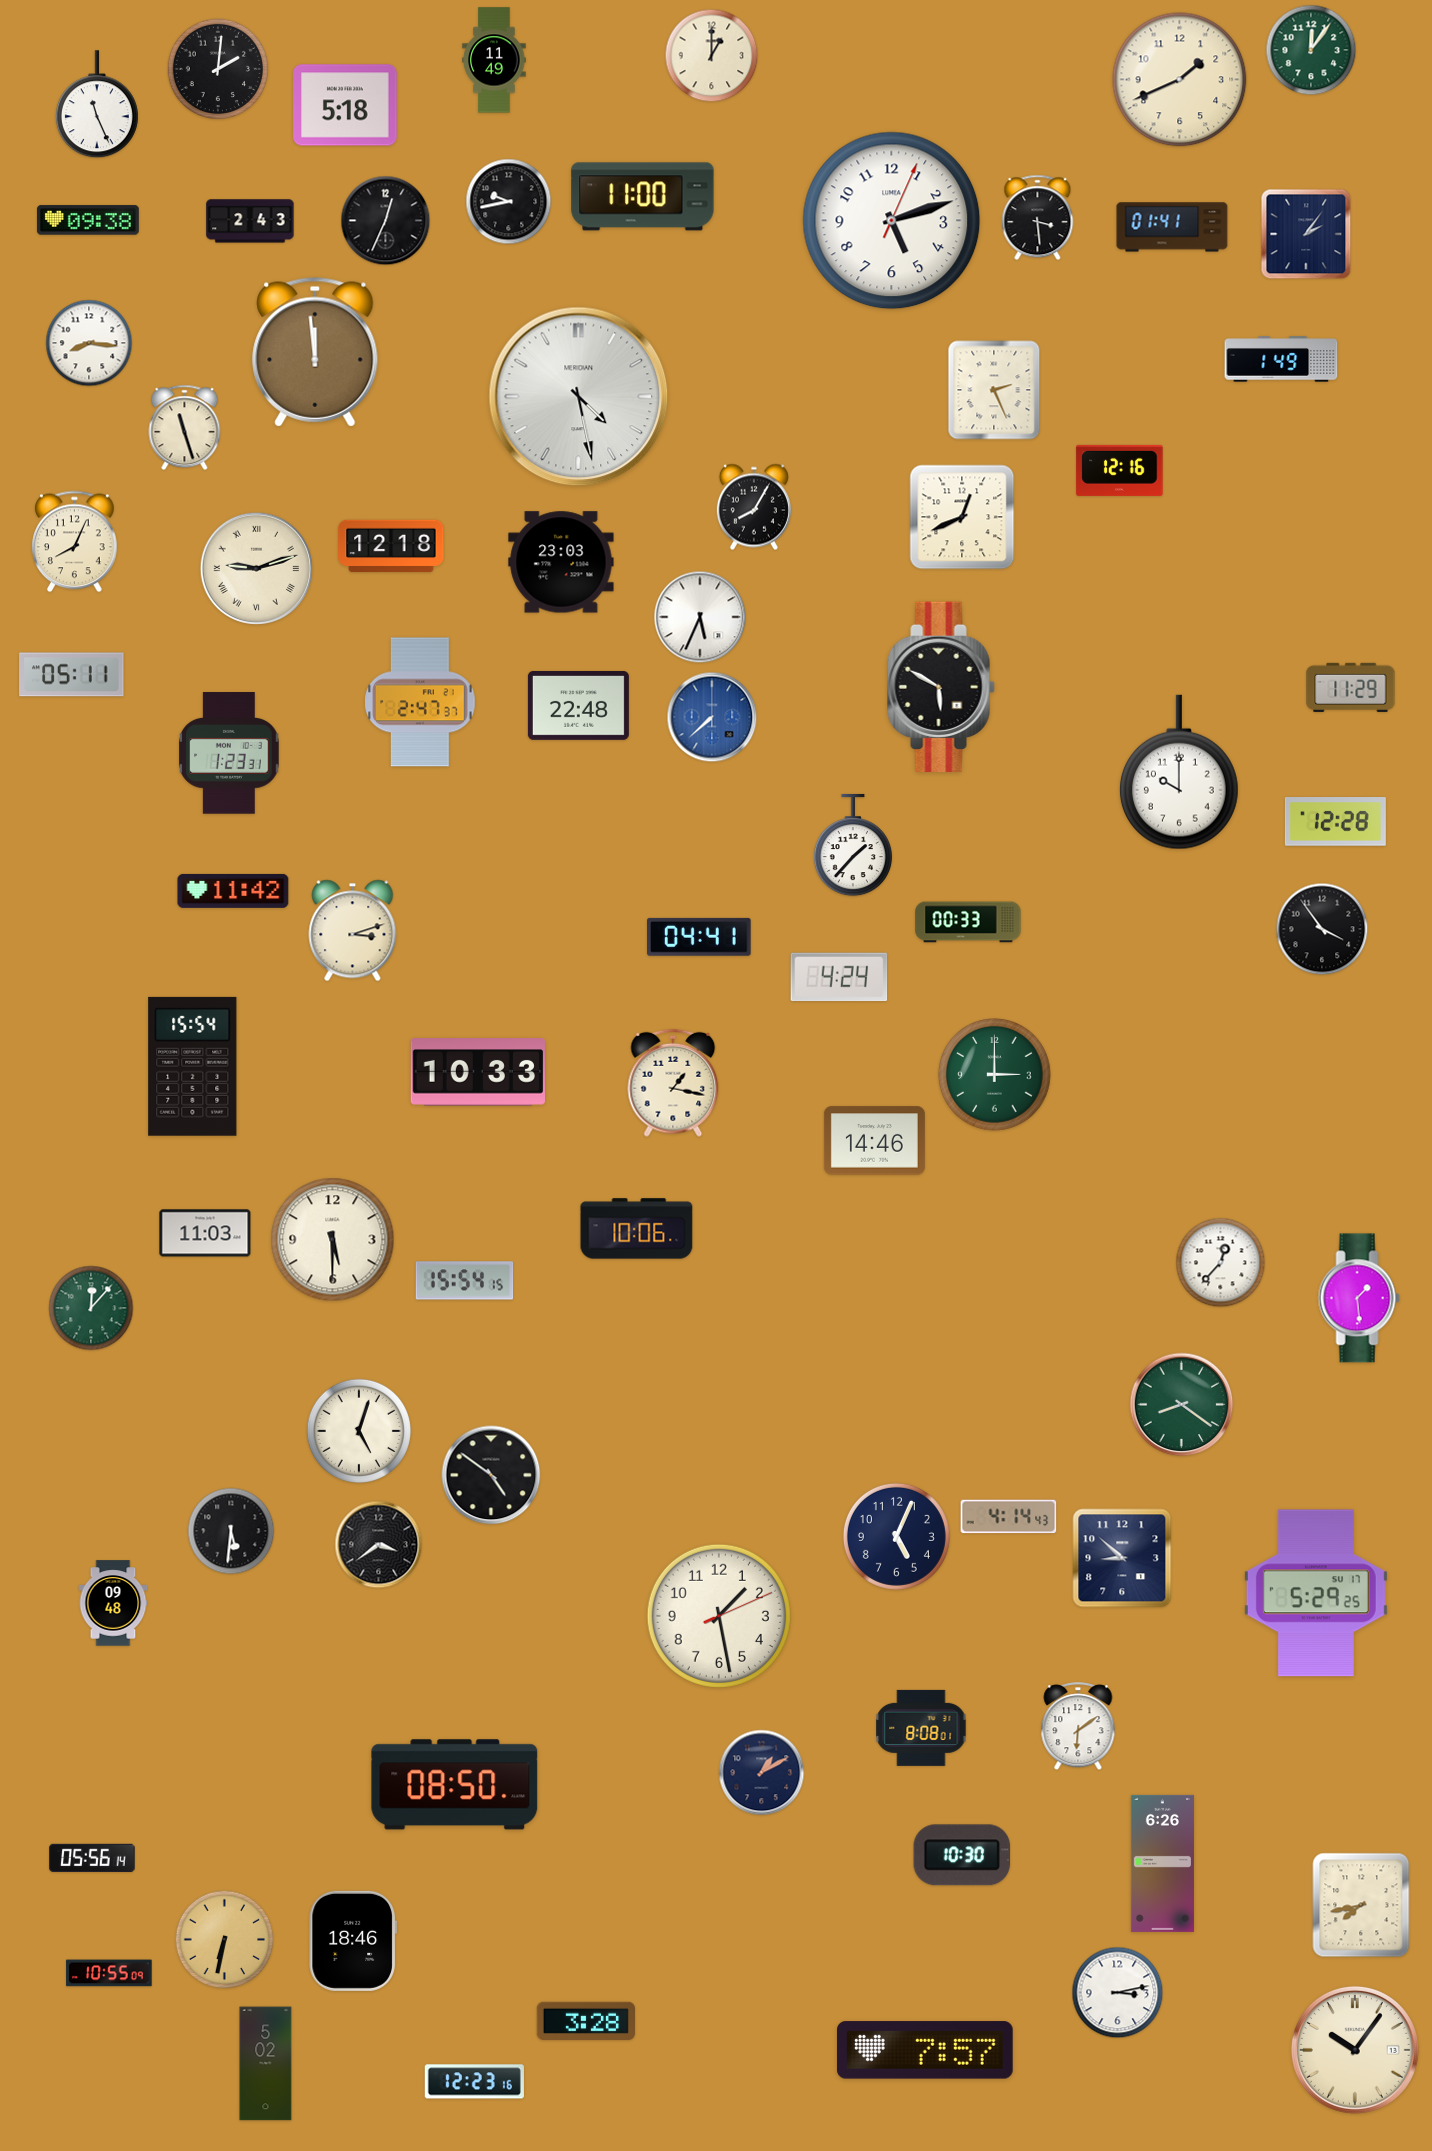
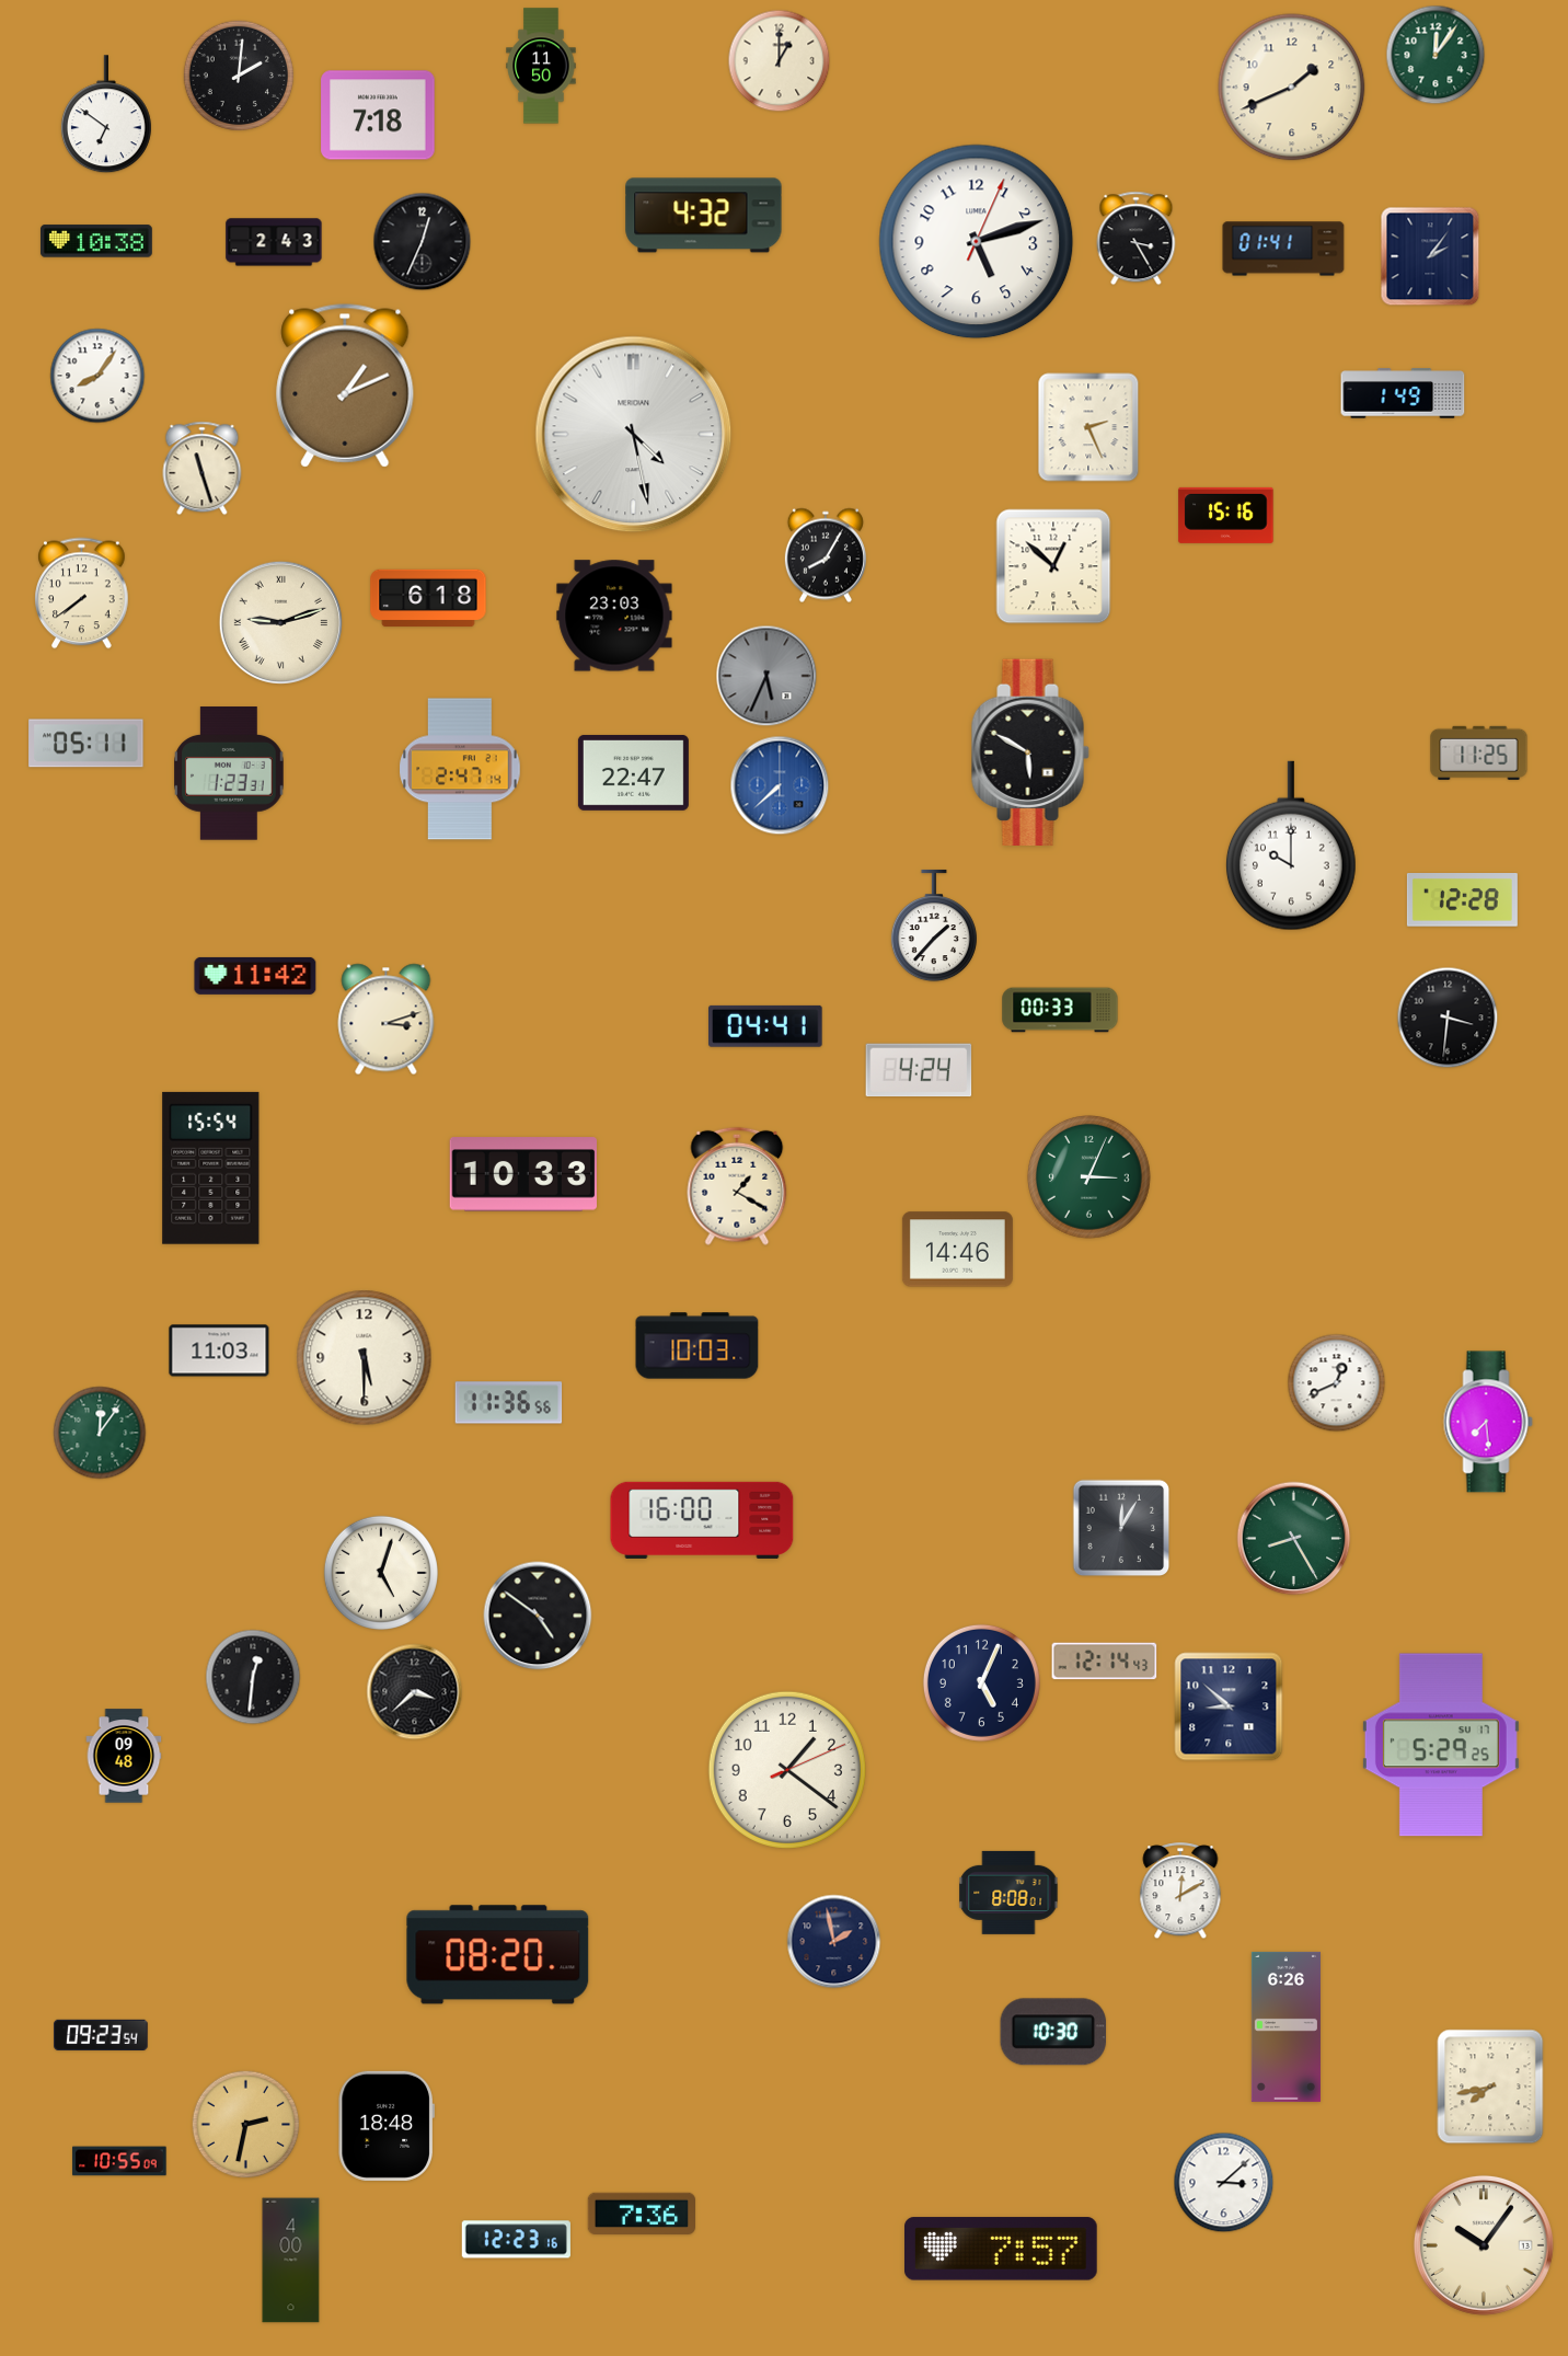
clock at (494, 60): 11:49 -> 11:50
clock at (97, 105): 11:26 -> 6:51
clock at (345, 105): 5:18 -> 7:18
clock at (643, 197): 11:00 -> 4:32
clock at (509, 202): 9:43 -> none
clock at (1038, 218): 3:29 -> 3:25
clock at (88, 220): 09:38 -> 10:38
clock at (89, 343): 8:16 -> 8:06
clock at (315, 352): 11:59 -> 1:11
clock at (1120, 470): 12:16 -> 15:16
clock at (962, 517): 12:41 -> 12:52
clock at (75, 542): 8:04 -> 7:39
clock at (391, 546): 12:18 -> 6:18
clock at (700, 617) dial: white -> grey
clock at (72, 675) position: (72, 675) -> (87, 744)
clock at (1351, 687): 11:29 -> 11:25
clock at (420, 702): 2:47:37 -> 2:47:14
clock at (578, 705): 22:48 -> 22:47
clock at (229, 753) position: (229, 753) -> (229, 773)
clock at (1322, 929): 3:54 -> 3:31
clock at (995, 1075): 3:00 -> 3:04
clock at (673, 1083): 1:17 -> 1:20
clock at (637, 1229): 10:06 -> 10:03
clock at (205, 1233) position: (205, 1233) -> (219, 1351)
clock at (1221, 1263): 12:37 -> 12:41
clock at (465, 1281): 15:54 -> 11:36
clock at (1359, 1298): 1:29 -> 7:29
clock at (91, 1308): 12:07 -> 12:06
clock at (702, 1520): none -> 16:00
clock at (1121, 1528): none -> 12:05
clock at (1182, 1405): 8:21 -> 8:25
clock at (359, 1431) position: (359, 1431) -> (381, 1573)
clock at (1009, 1517): 4:14 -> 12:14
clock at (231, 1531): 5:31 -> 12:31
clock at (379, 1545): 3:39 -> 3:38
clock at (719, 1616): 1:28 -> 1:21
clock at (1078, 1727): 6:09 -> 12:10
clock at (762, 1773): 1:10 -> 1:58
clock at (455, 1785): 08:50 -> 08:20
clock at (92, 1858): 05:56 -> 09:23
clock at (1162, 1863) position: (1162, 1863) -> (1285, 2026)
clock at (225, 1940): 6:32 -> 2:32
clock at (353, 1941): 18:46 -> 18:48
clock at (1118, 1993): 3:13 -> 3:08
clock at (585, 2021): 3:28 -> 7:36
clock at (925, 2050) position: (925, 2050) -> (1001, 2249)
clock at (266, 2064): 5:02 -> 4:00
clock at (474, 2082) position: (474, 2082) -> (516, 2240)
